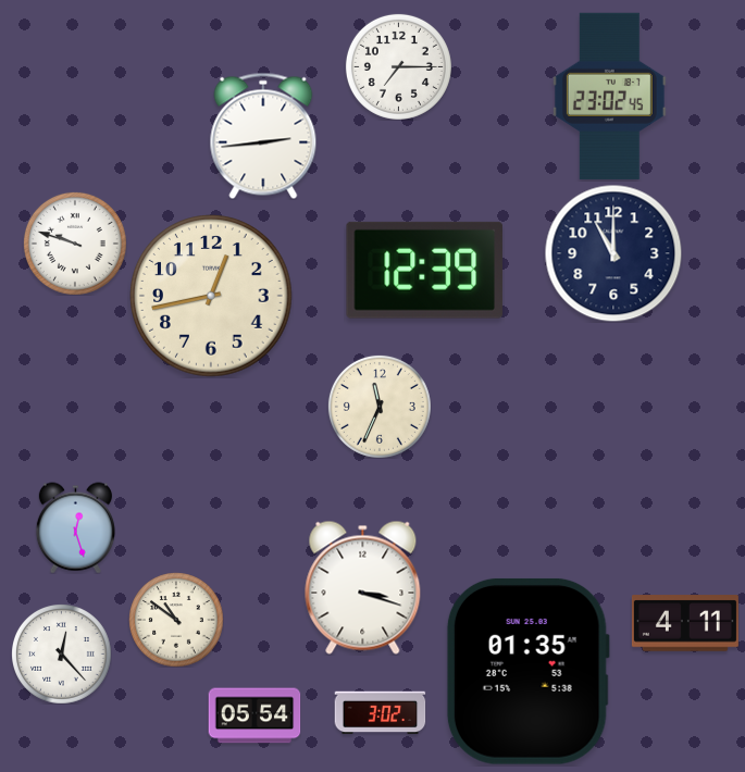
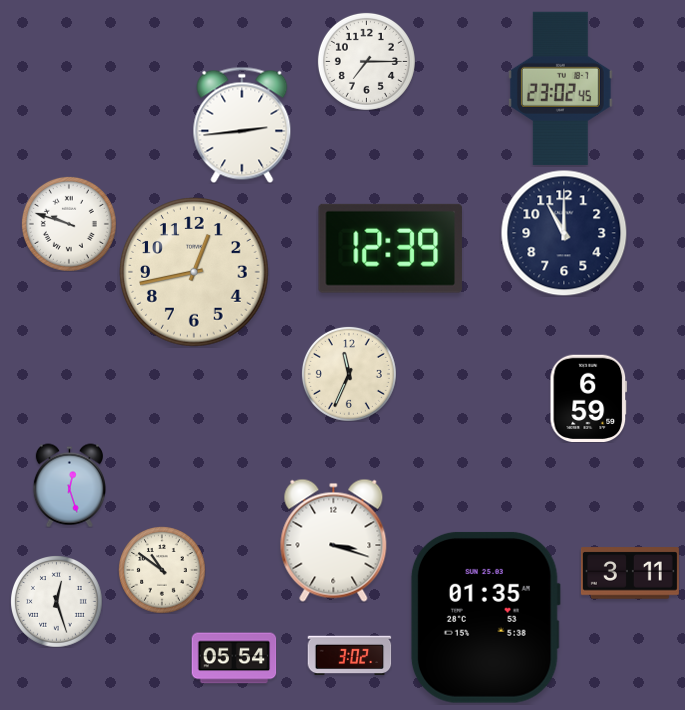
clock at (589, 398): none -> 6:59
clock at (685, 623): 4:11 -> 3:11
clock at (62, 655): 12:23 -> 12:27
